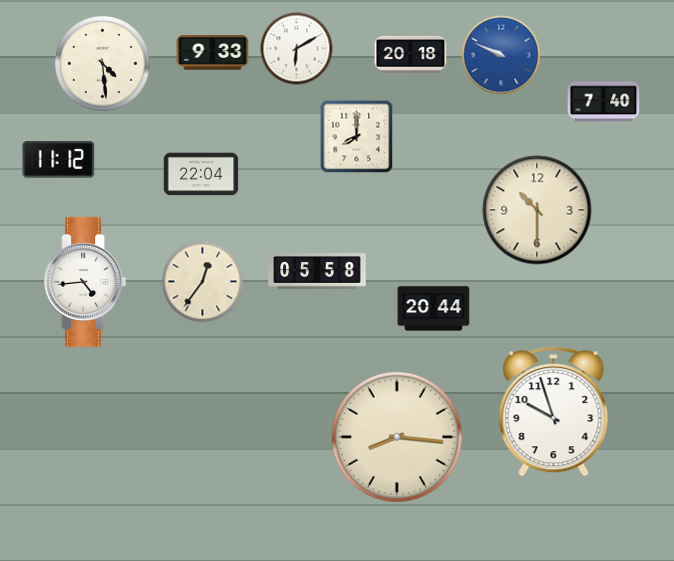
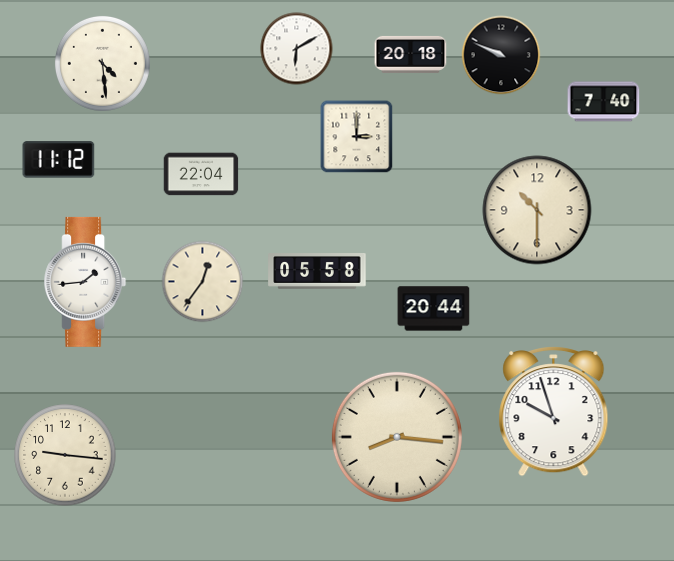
clock at (213, 53): 9:33 -> none
clock at (501, 55) dial: blue -> black
clock at (357, 137): 8:00 -> 3:00
clock at (85, 282): 4:44 -> 1:44
clock at (65, 455): none -> 9:16
